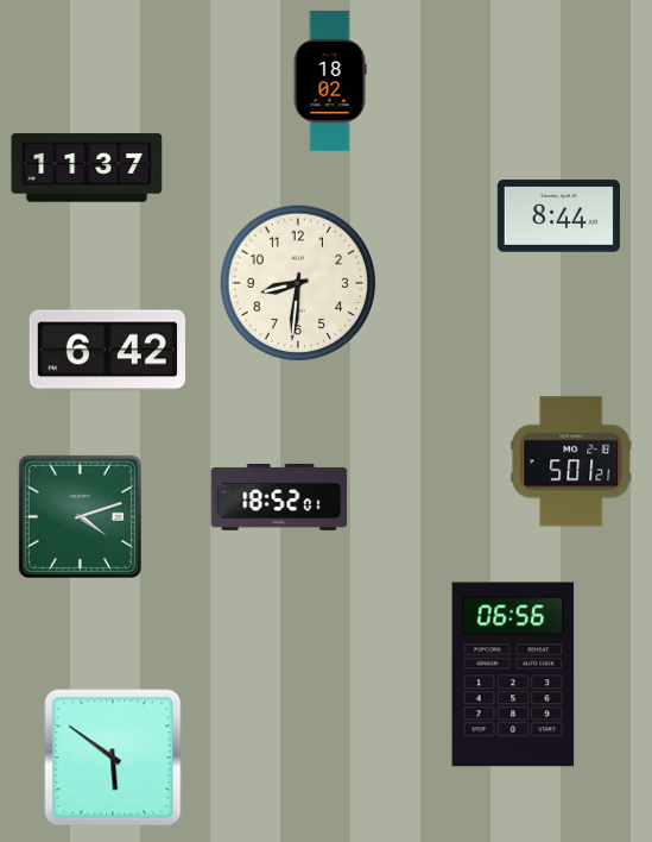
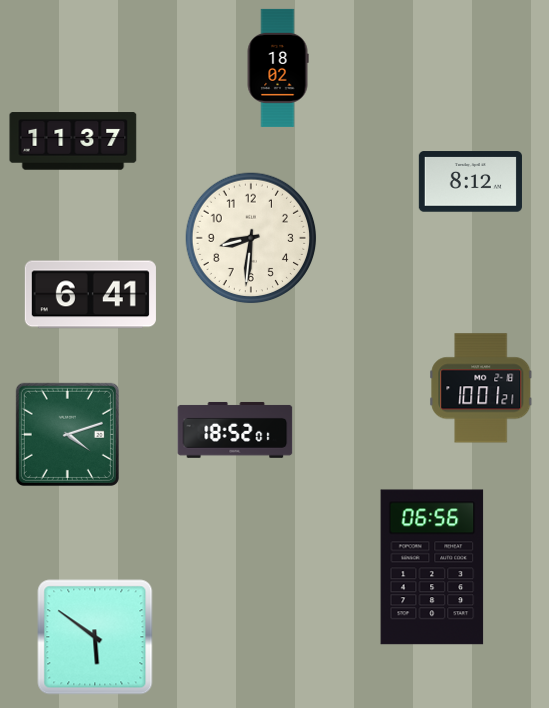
clock at (558, 216): 8:44 -> 8:12
clock at (107, 351): 6:42 -> 6:41
clock at (571, 461): 5:01 -> 10:01
clock at (279, 497) position: (279, 497) -> (235, 430)
